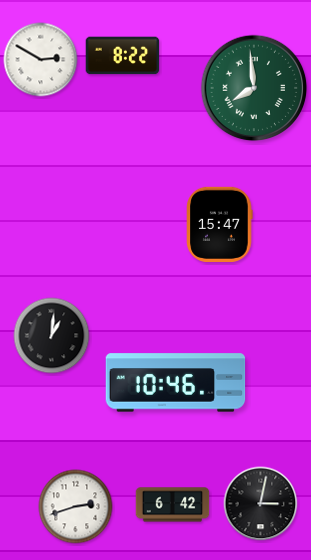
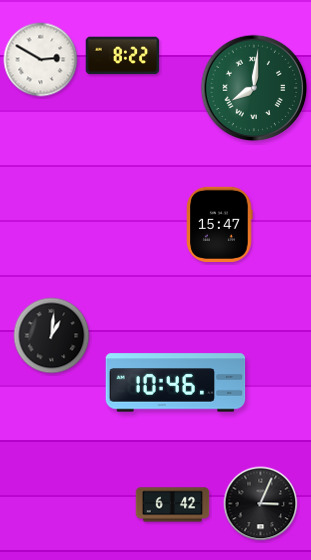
clock at (254, 88): 7:59 -> 8:01
clock at (261, 504): 3:02 -> 3:04
clock at (76, 507): 2:42 -> none
